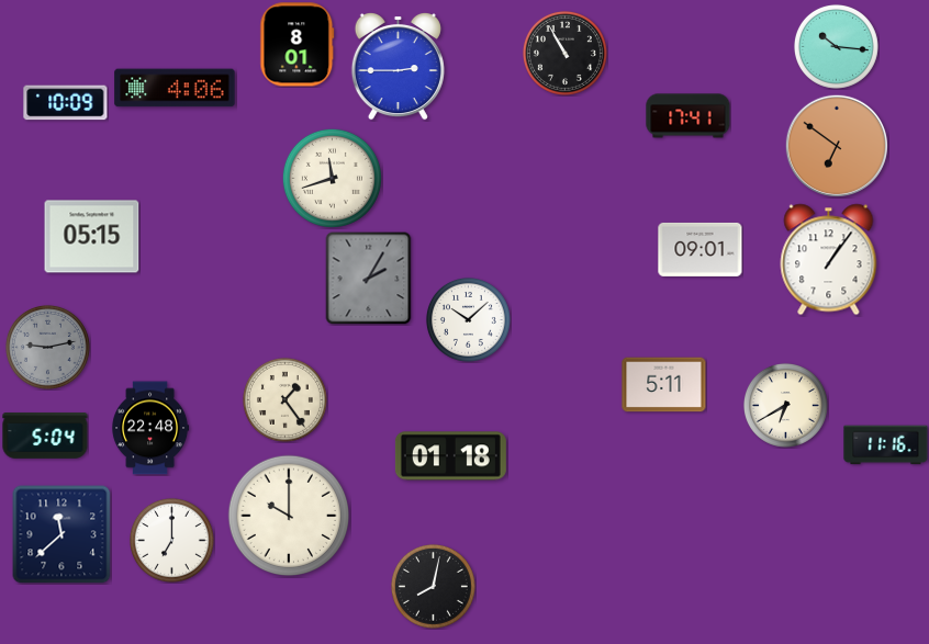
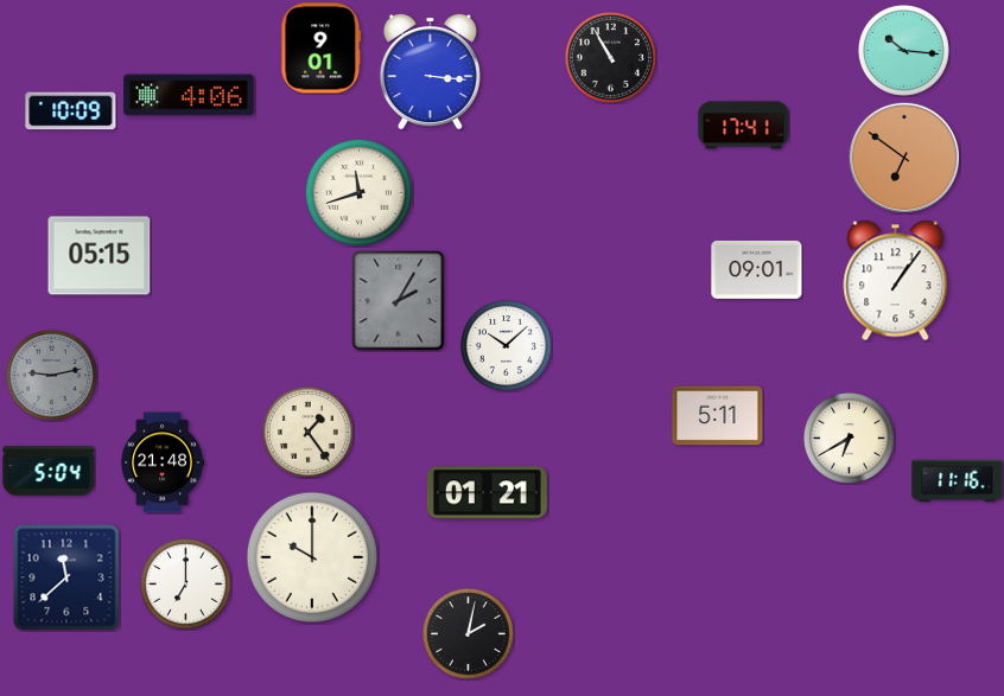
clock at (298, 45): 8:01 -> 9:01
clock at (398, 66): 2:45 -> 3:16
clock at (150, 428): 22:48 -> 21:48
clock at (450, 456): 01:18 -> 01:21
clock at (433, 586): 8:02 -> 2:02
